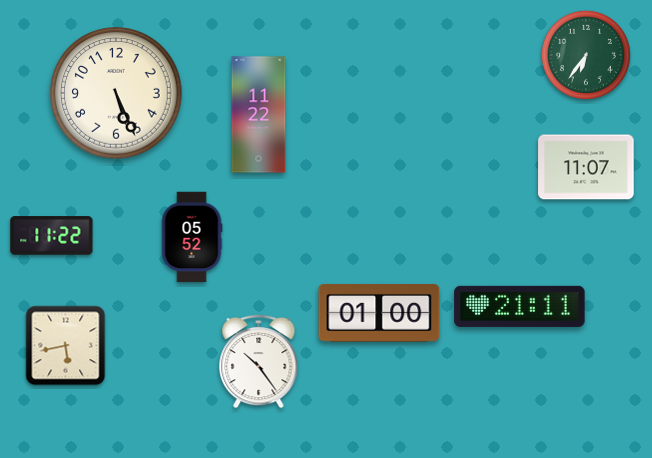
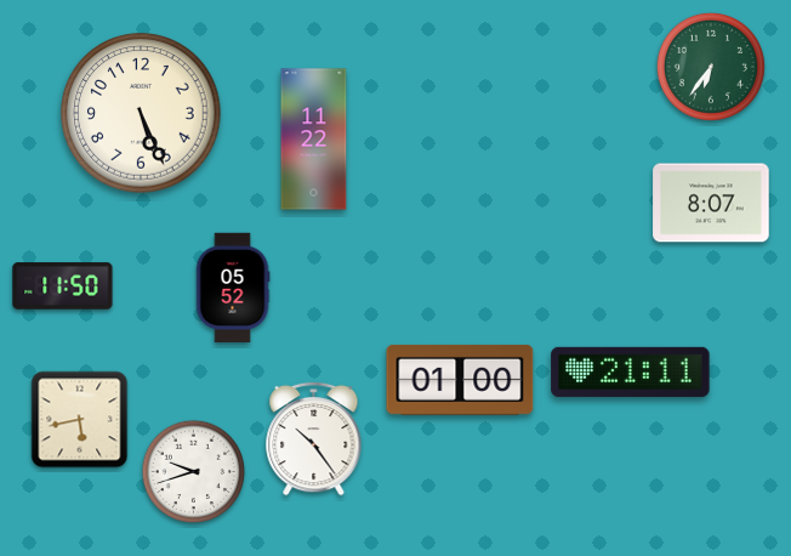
clock at (586, 167): 11:07 -> 8:07
clock at (52, 236): 11:22 -> 11:50
clock at (194, 472): none -> 9:42
